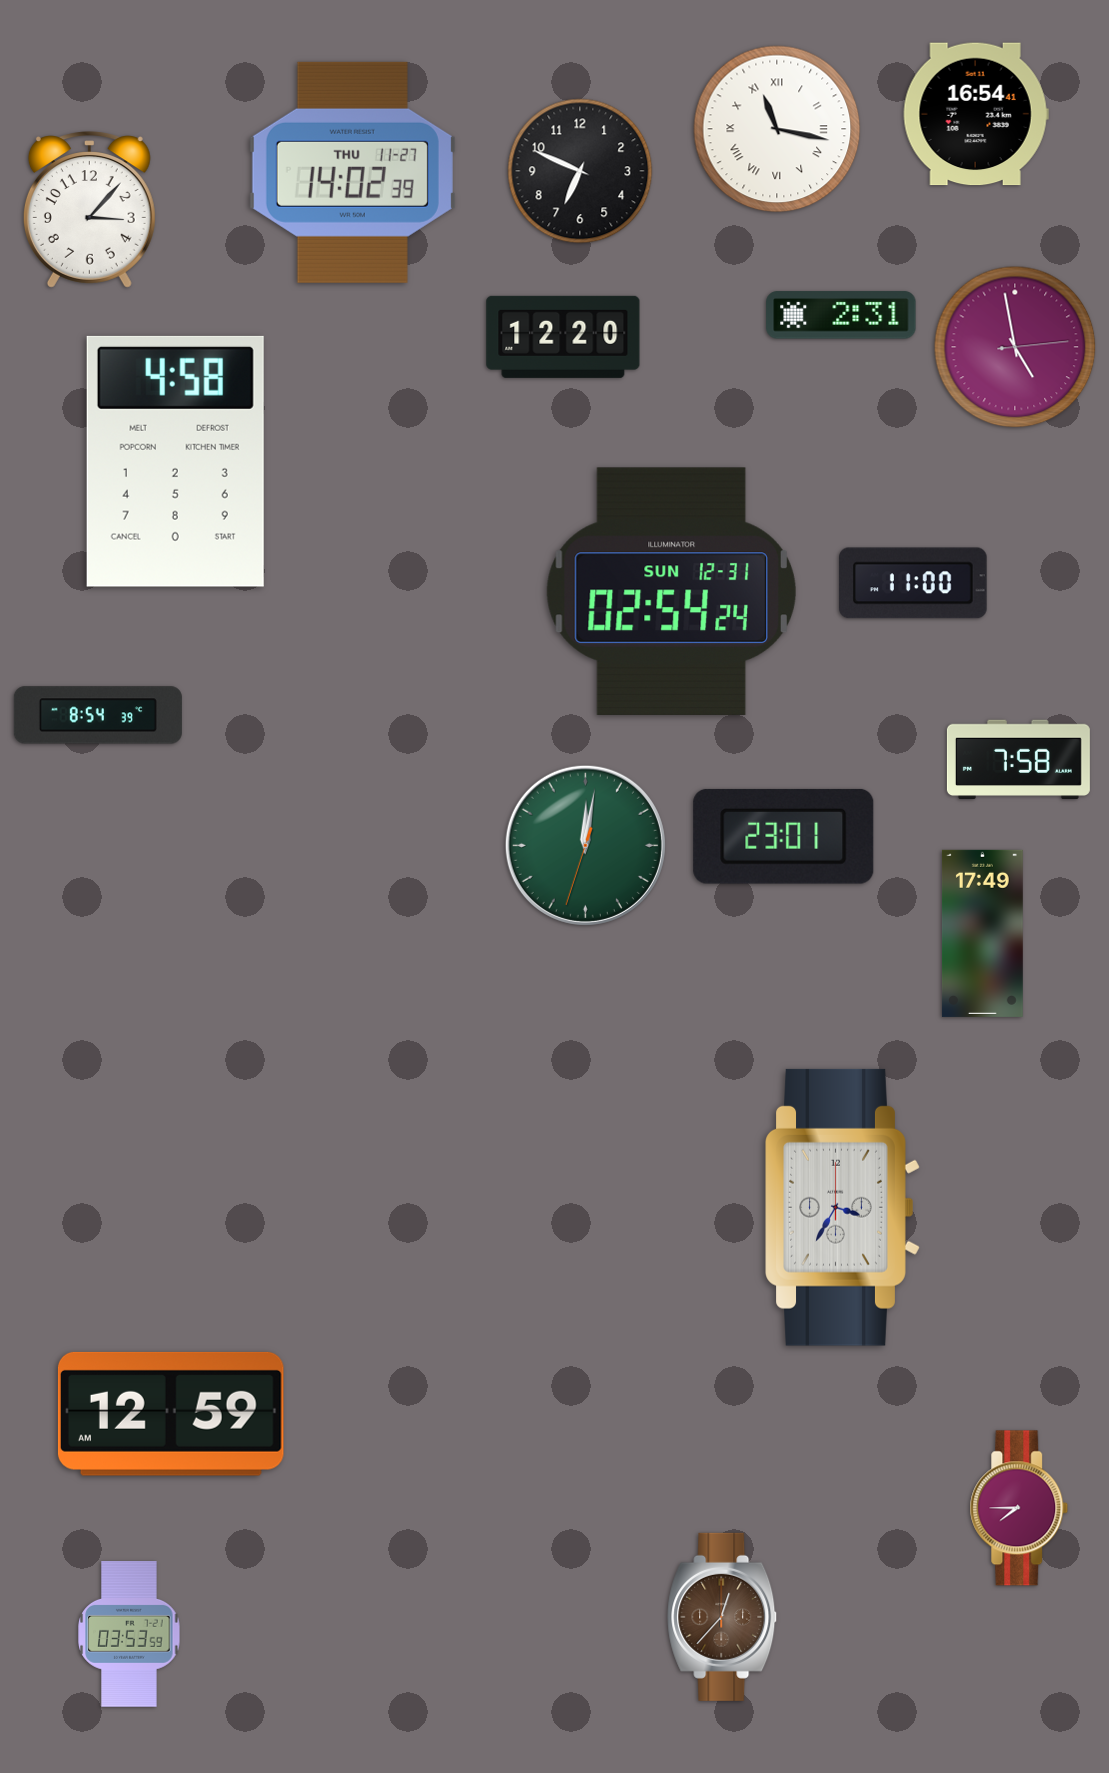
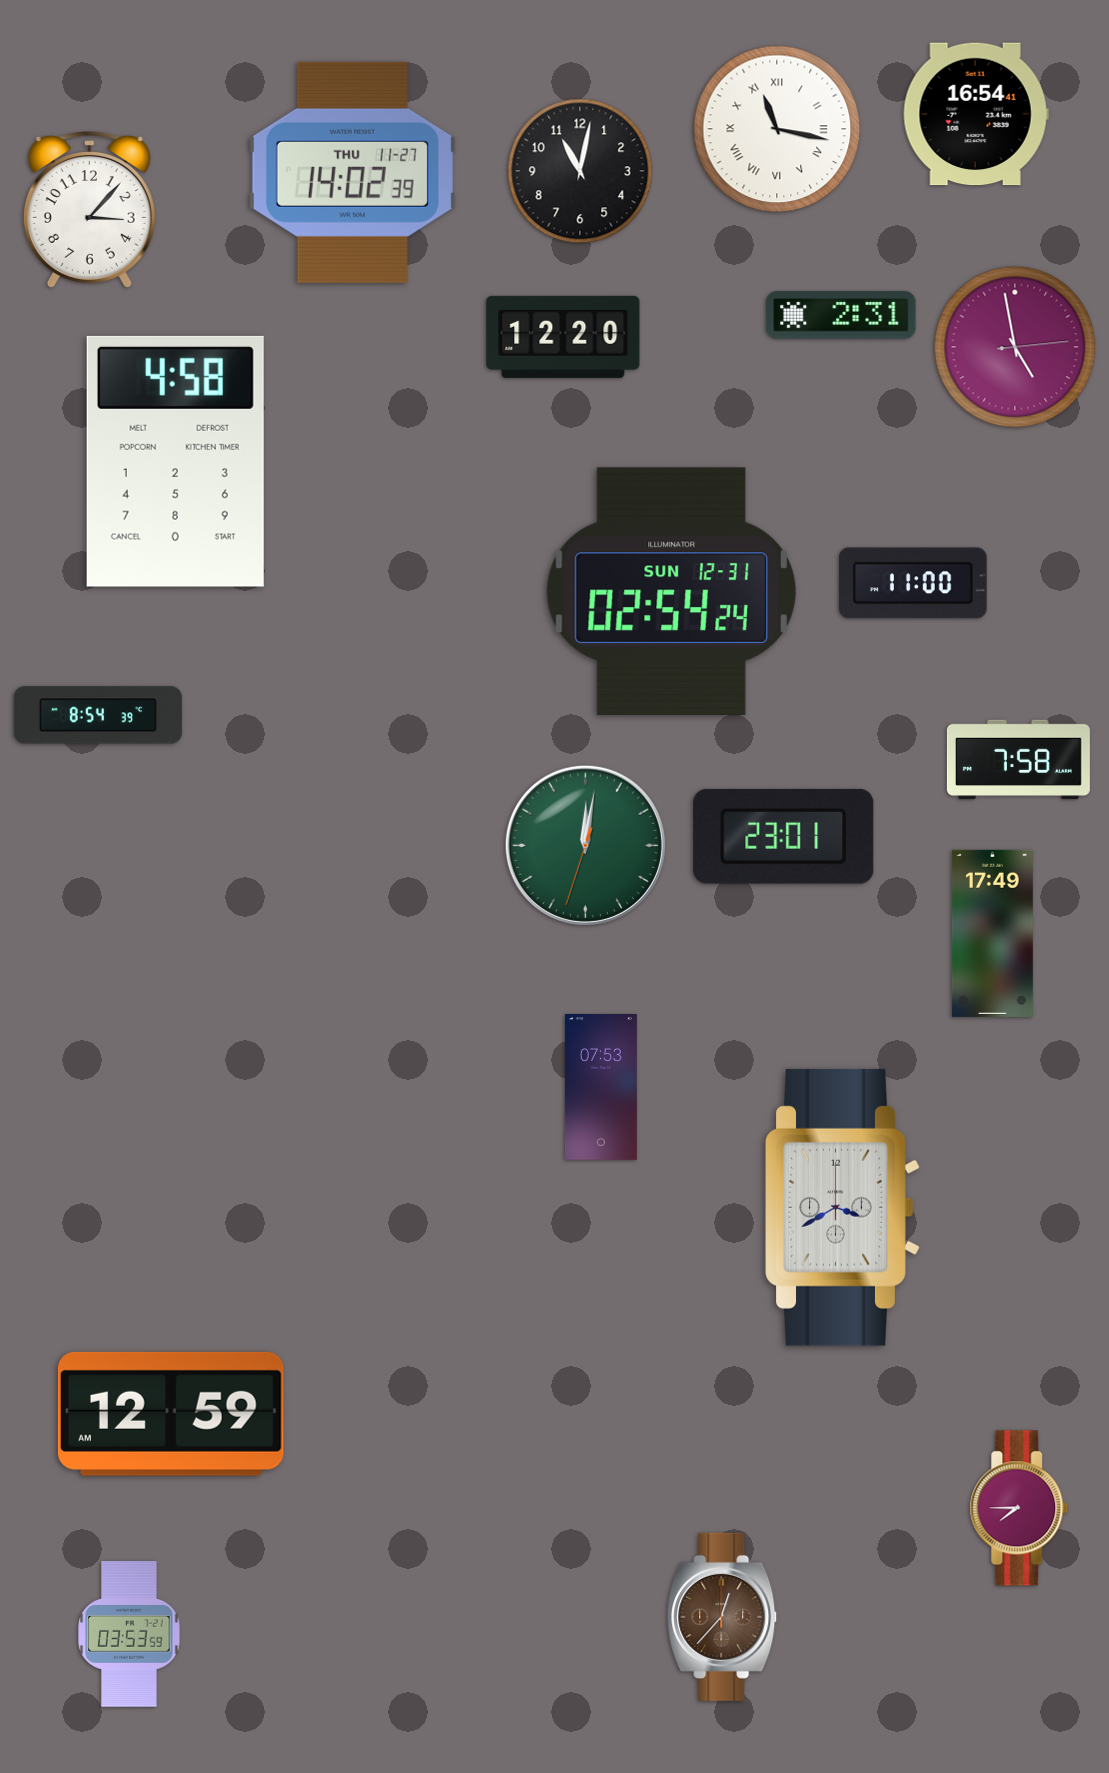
clock at (580, 171): 6:49 -> 11:02
clock at (982, 933) position: (982, 933) -> (992, 933)
clock at (601, 1088): none -> 07:53
clock at (843, 1207): 3:35 -> 3:40
